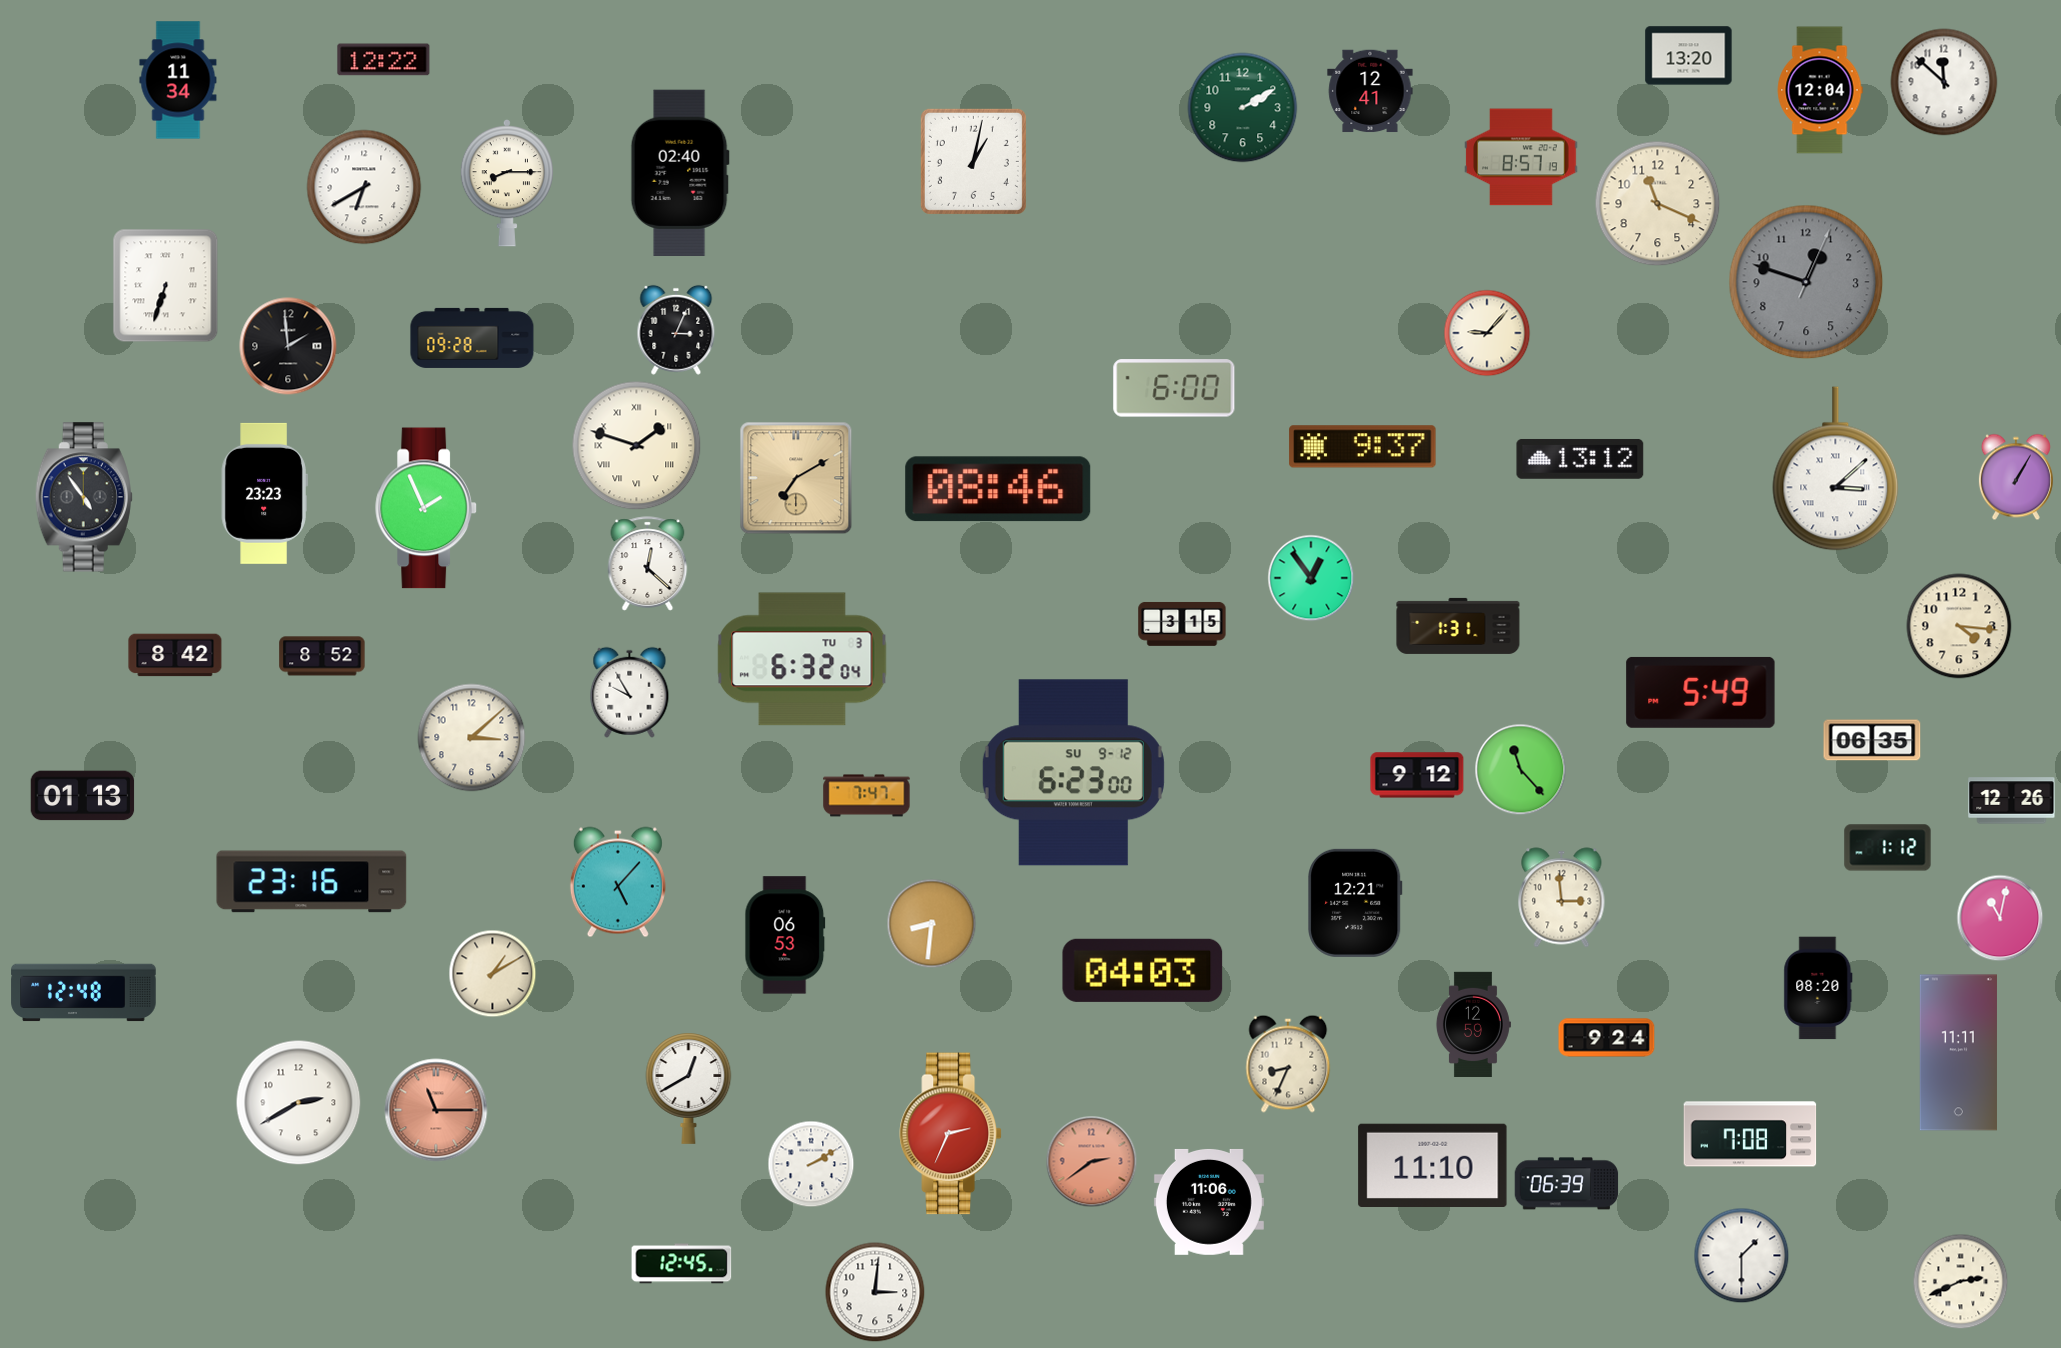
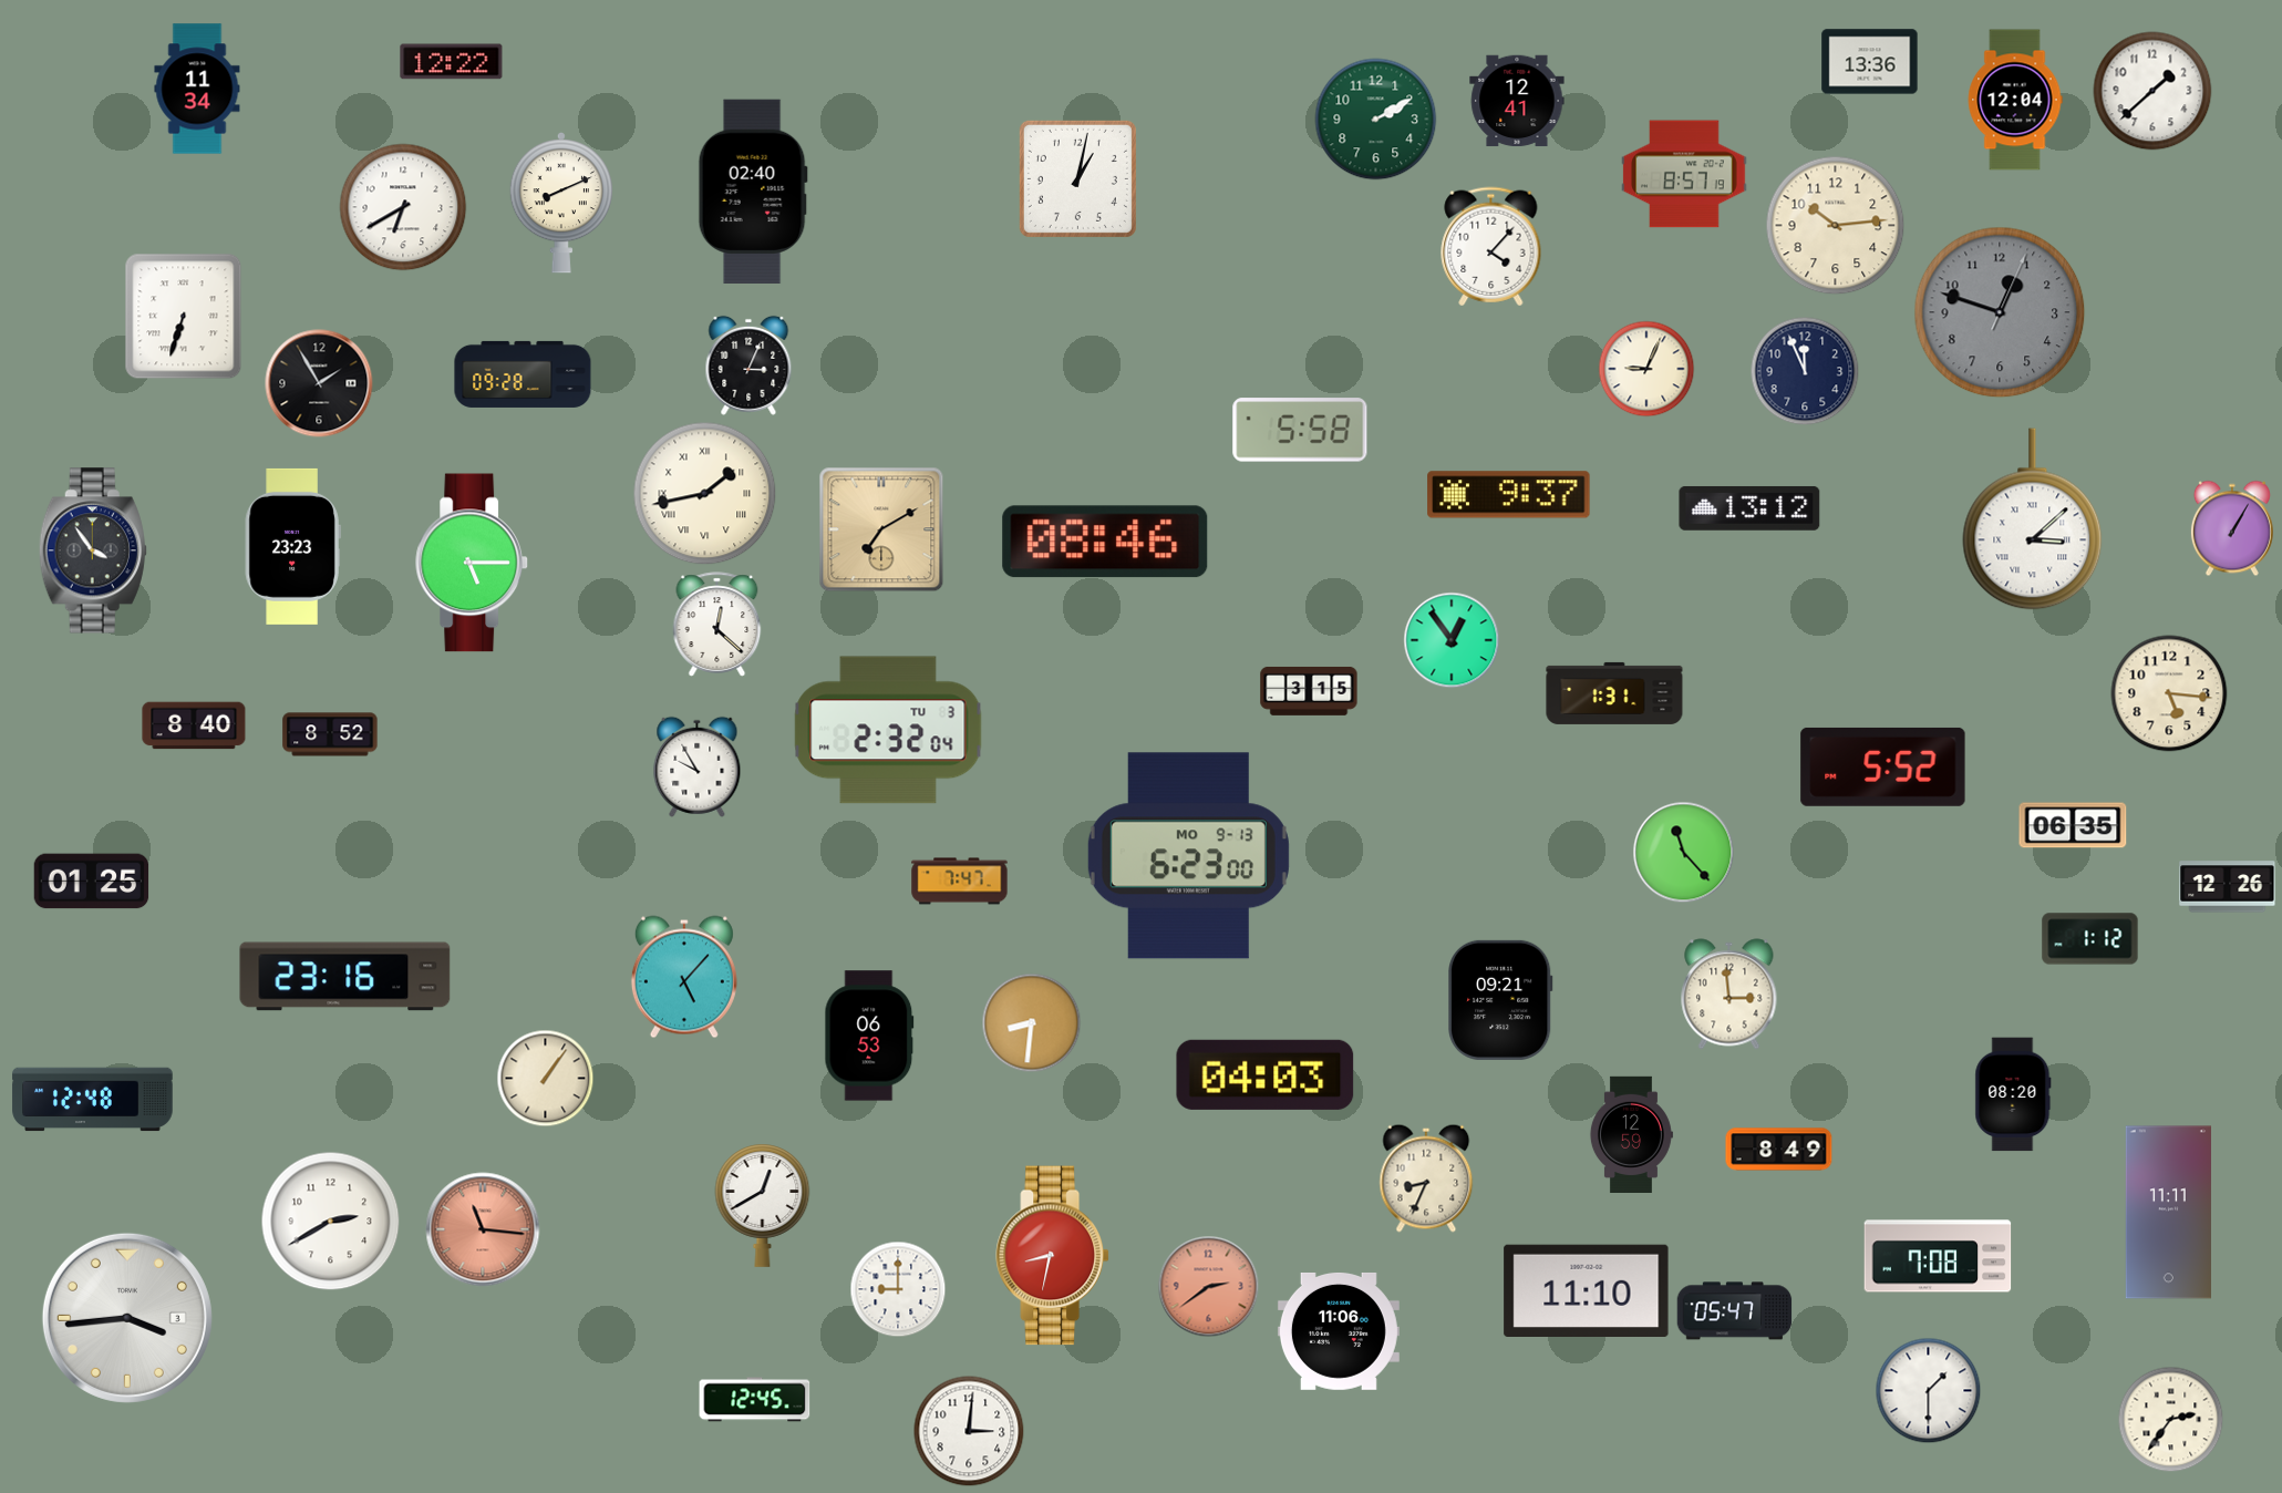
clock at (1689, 56): 13:20 -> 13:36
clock at (384, 60) position: (384, 60) -> (452, 62)
clock at (1944, 82): 11:52 -> 1:38
clock at (506, 183): 8:15 -> 8:11
clock at (1658, 204): 11:19 -> 10:14
clock at (1491, 247): none -> 4:07
clock at (1487, 333): 9:07 -> 9:04
clock at (1805, 371): none -> 11:56
clock at (288, 346): 1:59 -> 1:55
clock at (1174, 388): 6:00 -> 5:58
clock at (637, 446): 1:48 -> 1:43
clock at (84, 497): 4:54 -> 3:54
clock at (427, 508): 1:56 -> 5:15
clock at (1959, 626): 4:16 -> 5:16
clock at (175, 655): 8:42 -> 8:40
clock at (322, 656) position: (322, 656) -> (330, 734)
clock at (802, 659): 6:32 -> 2:32
clock at (1701, 692): 5:49 -> 5:52
clock at (472, 738): 3:08 -> none
clock at (1872, 740) position: (1872, 740) -> (2073, 825)
clock at (1073, 773) date: SU 9-12 -> MO 9-13
clock at (1417, 775): 9:12 -> none
clock at (83, 796): 01:13 -> 01:25
clock at (1355, 903): 12:21 -> 09:21
clock at (2000, 918): 11:02 -> none
clock at (493, 974): 1:10 -> 1:06
clock at (1607, 1038): 9:24 -> 8:49
clock at (1958, 1053) position: (1958, 1053) -> (2168, 1213)
clock at (436, 1110): 11:15 -> 11:16
clock at (951, 1134): 2:34 -> 8:32
clock at (811, 1164): 2:10 -> 9:00
clock at (1567, 1184): 06:39 -> 05:47
clock at (127, 1318): none -> 3:44
clock at (1961, 1282): 2:41 -> 2:36
